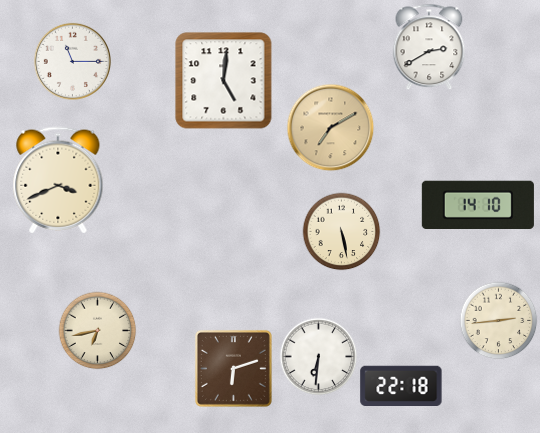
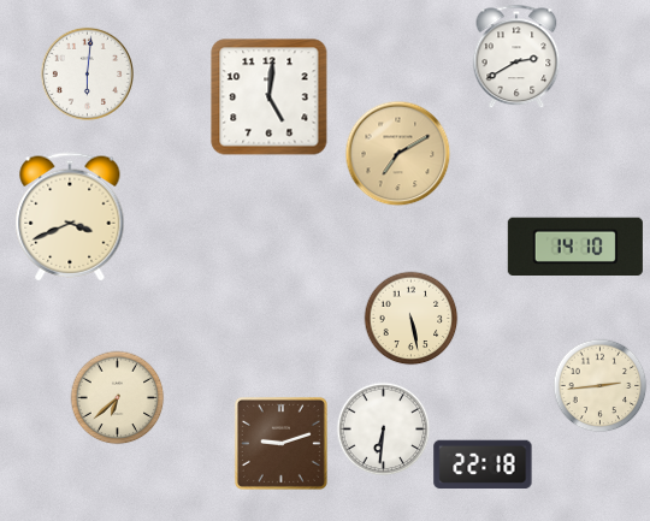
clock at (72, 61): 11:15 -> 6:01
clock at (341, 231) position: (341, 231) -> (410, 318)
clock at (97, 330): 6:43 -> 6:38
clock at (233, 368): 6:12 -> 9:12
